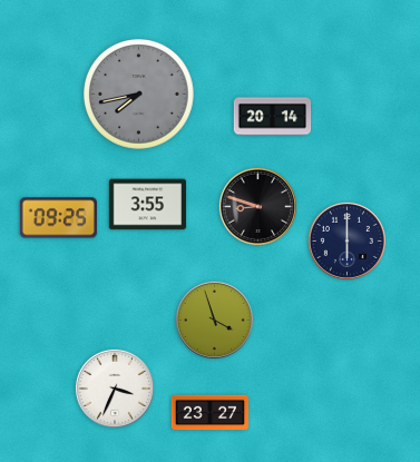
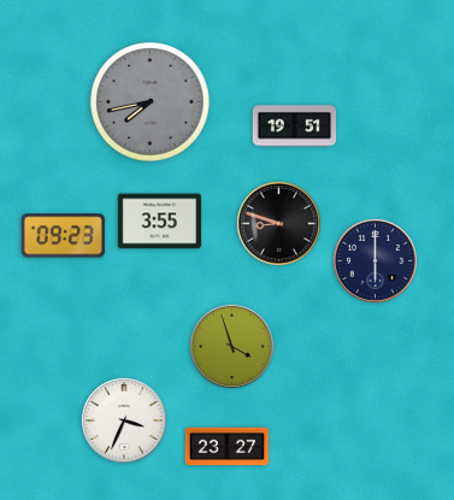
clock at (273, 117): 20:14 -> 19:51
clock at (58, 218): 09:25 -> 09:23
